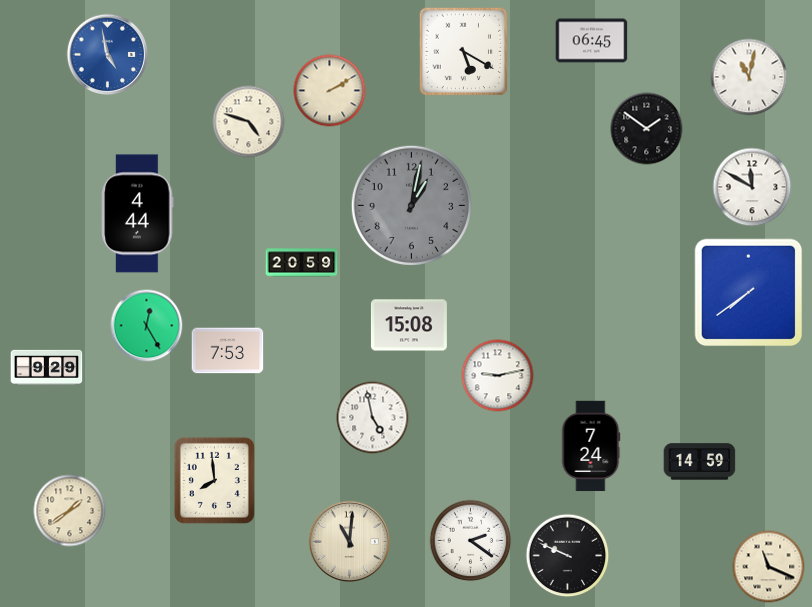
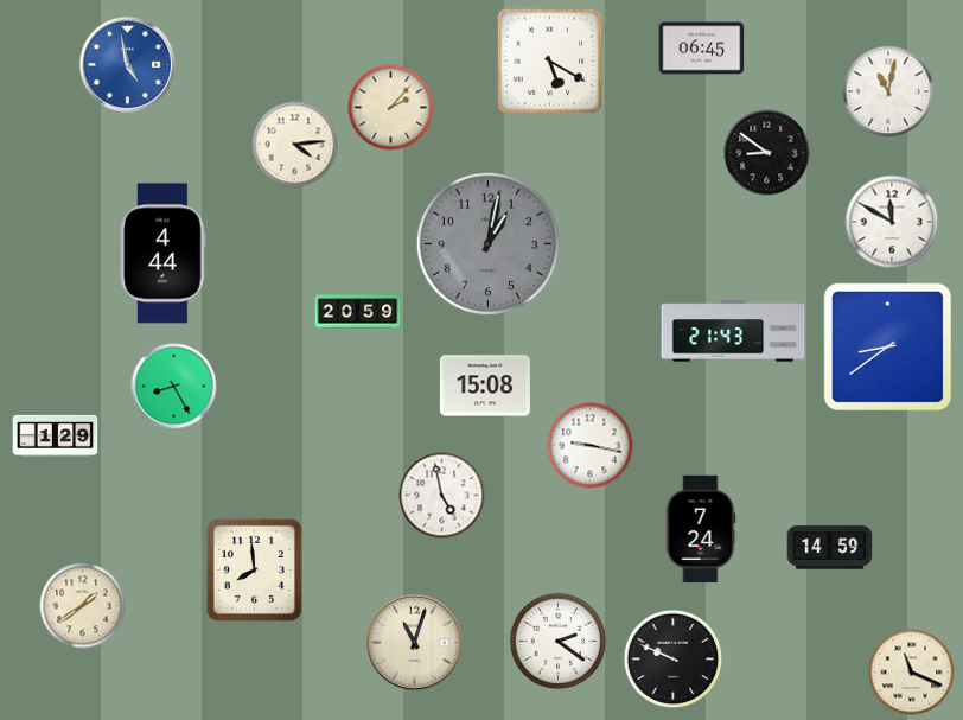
clock at (330, 91): 2:10 -> 2:07
clock at (249, 122): 4:48 -> 4:14
clock at (647, 129): 1:51 -> 8:51
clock at (733, 331): none -> 21:43
clock at (749, 293): 7:39 -> 8:39
clock at (147, 326): 12:25 -> 8:25
clock at (228, 351): 7:53 -> none
clock at (47, 367): 9:29 -> 1:29
clock at (498, 376): 9:13 -> 9:17
clock at (350, 542): 11:01 -> 11:03
